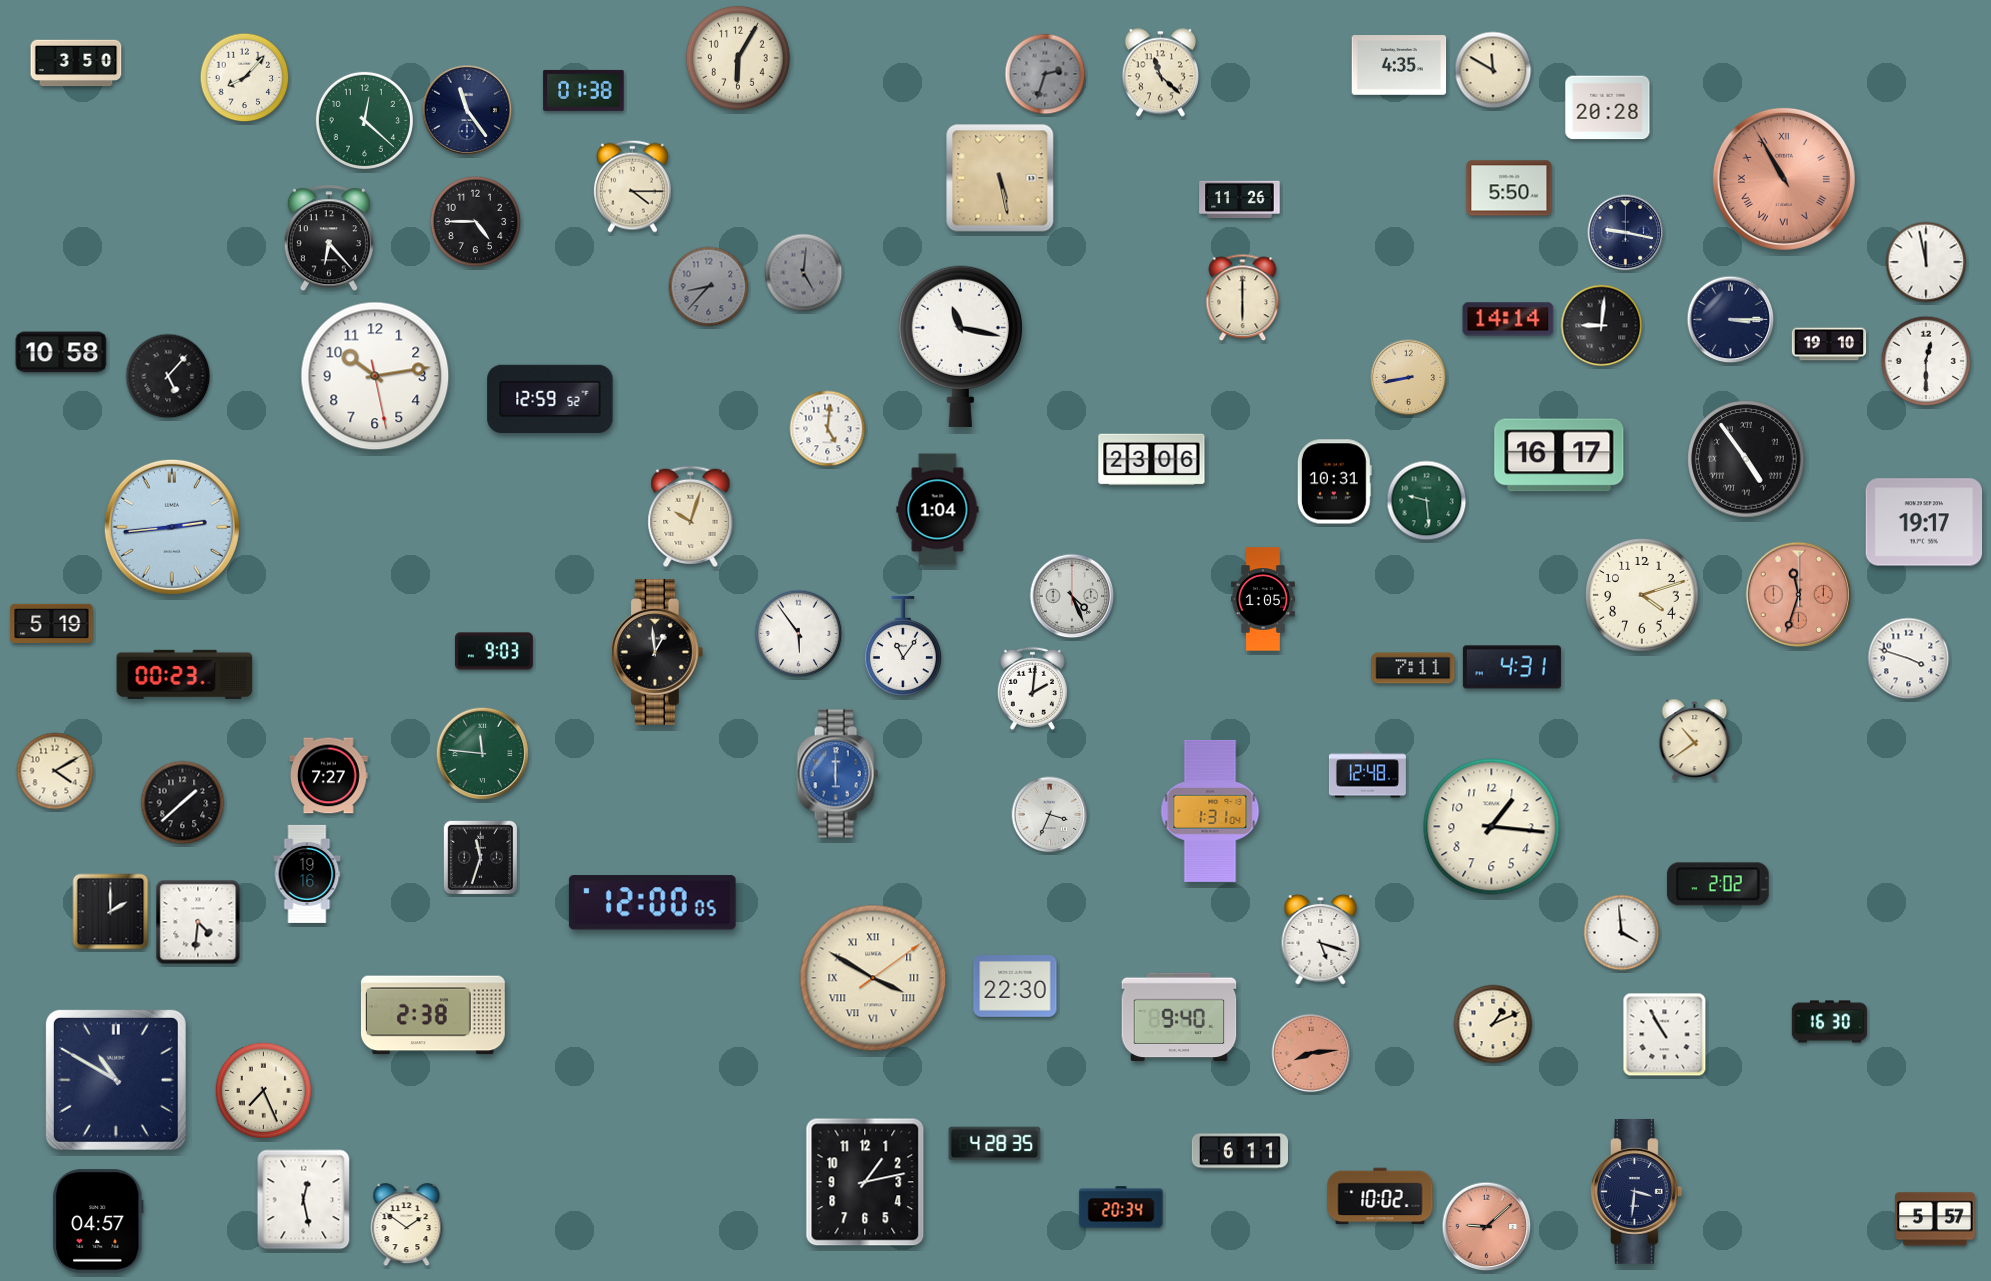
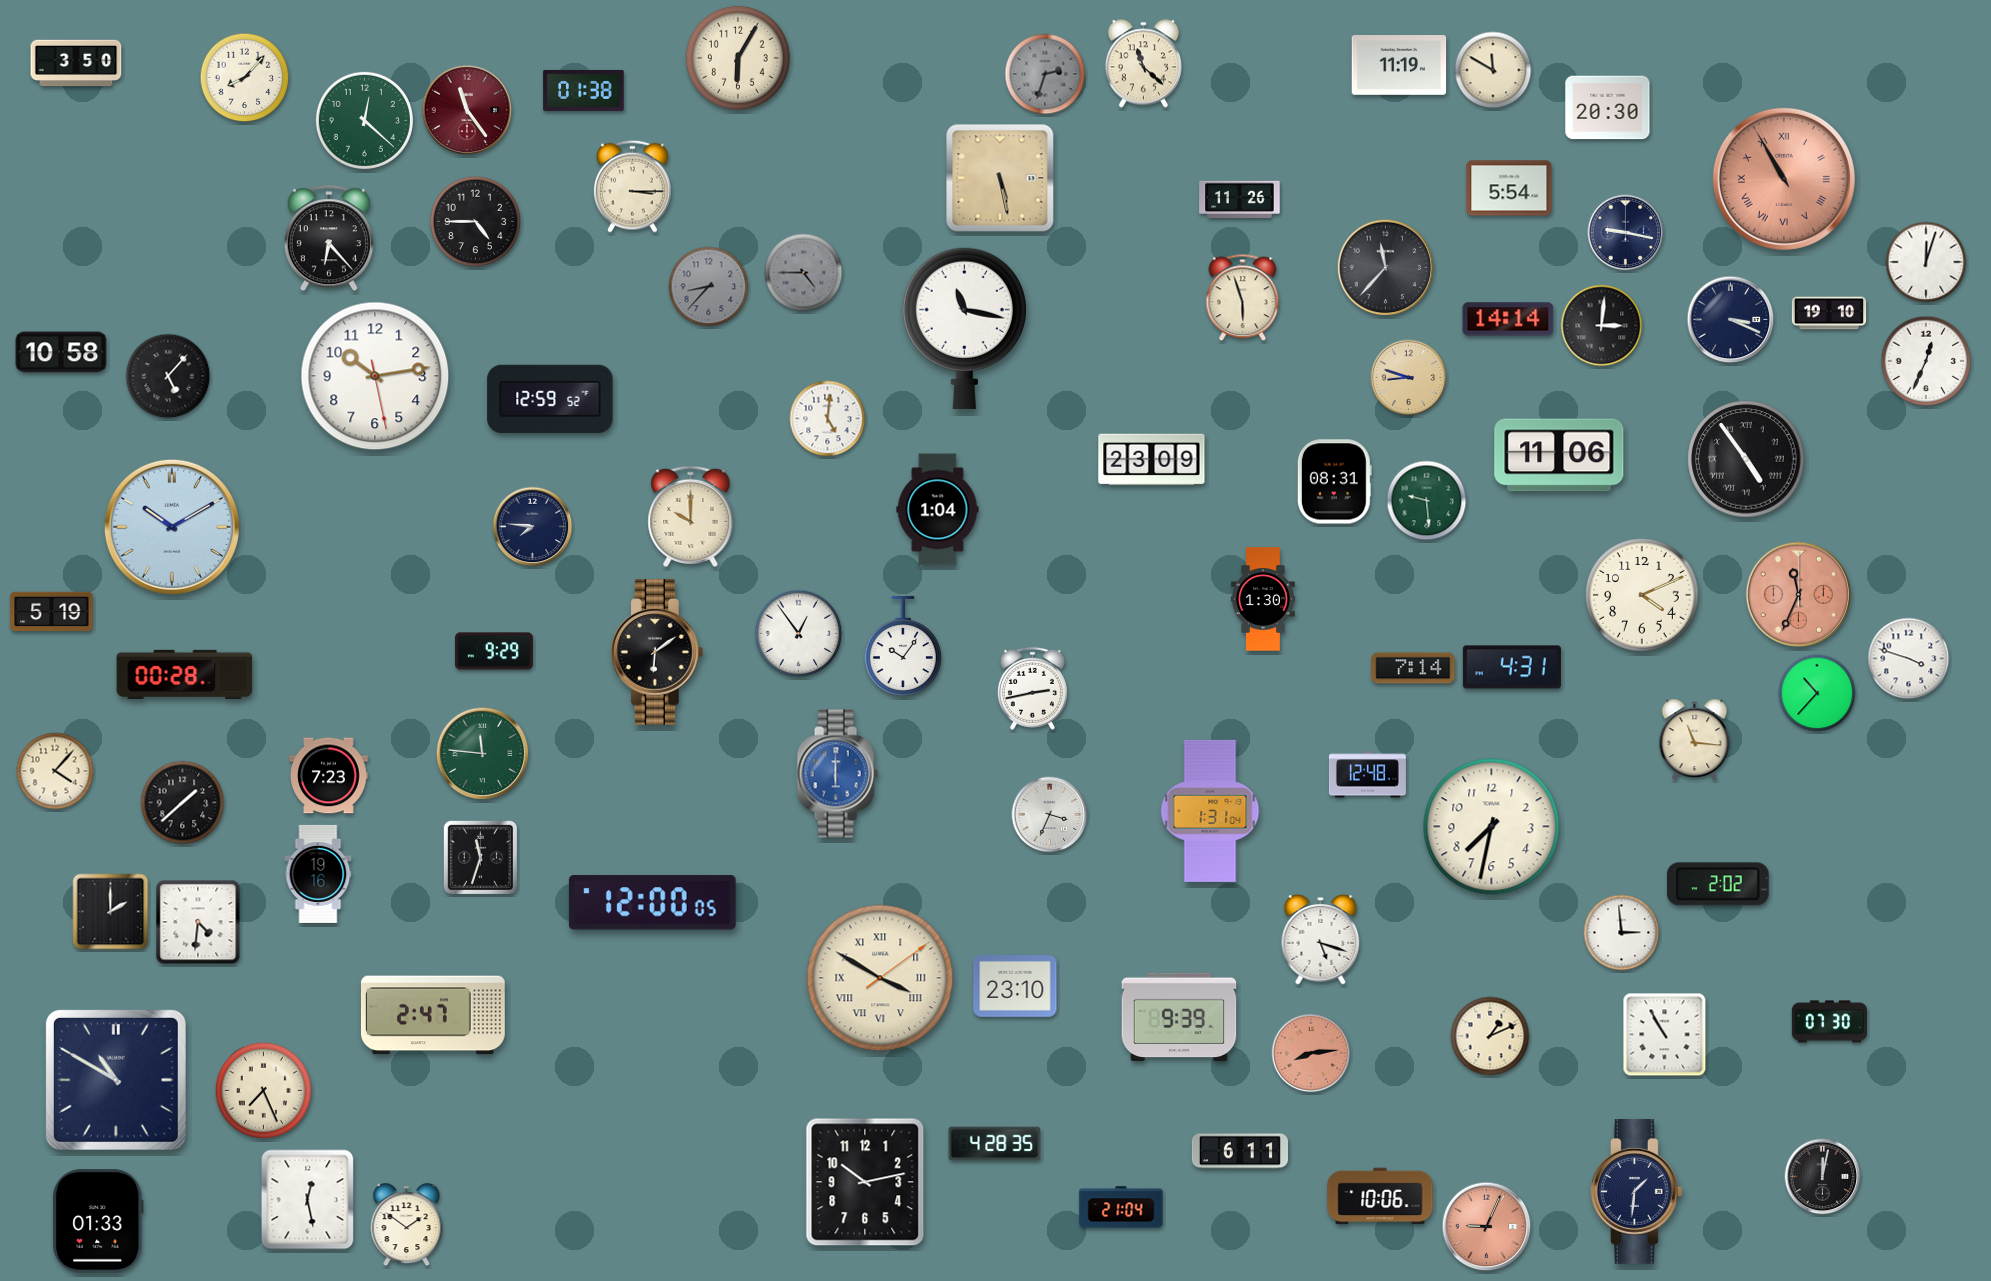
clock at (1399, 66): 4:35 -> 11:19
clock at (1160, 73) position: (1160, 73) -> (1143, 64)
clock at (1608, 108): 20:28 -> 20:30
clock at (467, 110) dial: navy -> burgundy
clock at (633, 186): 4:15 -> 3:15
clock at (1509, 188): 5:50 -> 5:54
clock at (1926, 262): 11:58 -> 12:03
clock at (1386, 268): none -> 11:37
clock at (804, 273): 5:01 -> 4:45
clock at (1243, 298): 6:00 -> 5:57
clock at (1731, 320): 3:15 -> 3:19
clock at (1602, 326): 9:01 -> 3:01
clock at (1829, 344) position: (1829, 344) -> (1829, 313)
clock at (960, 346) position: (960, 346) -> (964, 328)
clock at (1926, 361): 12:30 -> 12:34
clock at (1409, 378): 8:43 -> 8:48
clock at (828, 429) position: (828, 429) -> (828, 419)
clock at (1559, 455): 16:17 -> 11:06
clock at (1152, 460): 23:06 -> 23:09
clock at (1334, 482): 10:31 -> 08:31
clock at (691, 516): 10:03 -> 10:00
clock at (1924, 522): 19:17 -> none
clock at (172, 527): 2:44 -> 10:10
clock at (533, 527): none -> 7:46
clock at (1642, 595): 4:12 -> 4:11
clock at (1799, 595): 11:33 -> 11:34
clock at (1072, 596): 4:26 -> none
clock at (1263, 599): 1:05 -> 1:30
clock at (52, 624) position: (52, 624) -> (52, 612)
clock at (799, 634): 5:54 -> 12:54
clock at (903, 646): 11:06 -> 10:06
clock at (495, 651): 9:03 -> 9:29
clock at (657, 652): 12:59 -> 6:09
clock at (1413, 668): 7:11 -> 7:14
clock at (185, 674): 00:23 -> 00:28
clock at (1032, 688): 2:01 -> 2:43
clock at (1817, 693): none -> 10:37
clock at (1695, 739): 10:39 -> 11:16
clock at (55, 771): 4:10 -> 4:07
clock at (329, 776): 7:27 -> 7:23
clock at (1492, 827): 1:16 -> 7:32
clock at (307, 874) position: (307, 874) -> (318, 874)
clock at (1622, 933): 3:59 -> 2:59
clock at (873, 978) position: (873, 978) -> (880, 978)
clock at (1015, 987): 22:30 -> 23:10
clock at (433, 1015): 2:38 -> 2:47
clock at (1179, 1017): 9:40 -> 9:39
clock at (1829, 1022): 16:30 -> 07:30
clock at (1493, 1024) position: (1493, 1024) -> (1490, 1036)
clock at (1823, 1177): none -> 12:02
clock at (865, 1182): 1:13 -> 10:13
clock at (1636, 1192): 3:31 -> 1:31
clock at (1380, 1196): 10:02 -> 10:06
clock at (304, 1200) position: (304, 1200) -> (308, 1200)
clock at (1121, 1207): 20:34 -> 21:04
clock at (1935, 1219): 5:57 -> none
clock at (98, 1221): 04:57 -> 01:33
clock at (1487, 1227): 9:08 -> 9:04
